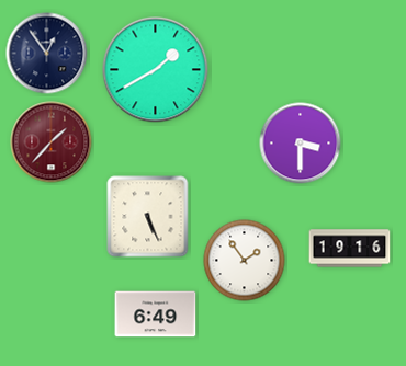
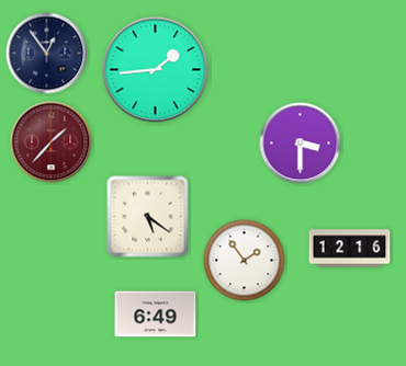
clock at (156, 70): 1:40 -> 1:44
clock at (148, 217): 5:26 -> 5:21
clock at (350, 249): 19:16 -> 12:16
